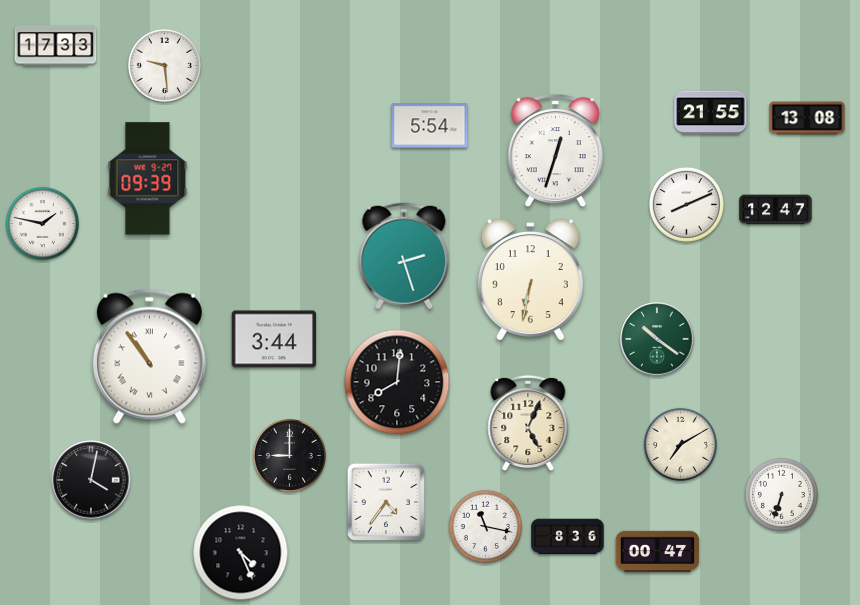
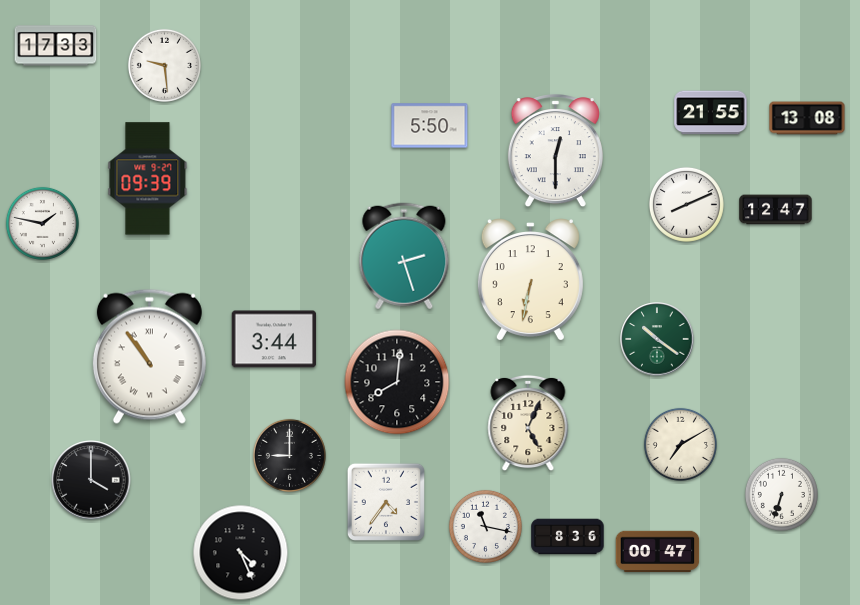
clock at (430, 126): 5:54 -> 5:50
clock at (555, 152): 12:33 -> 12:30
clock at (91, 480): 4:02 -> 4:00
